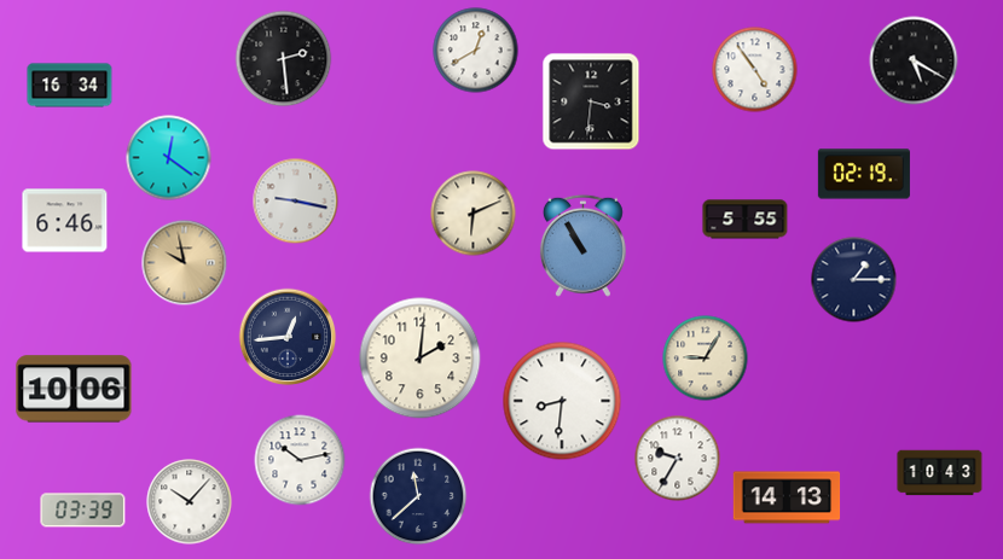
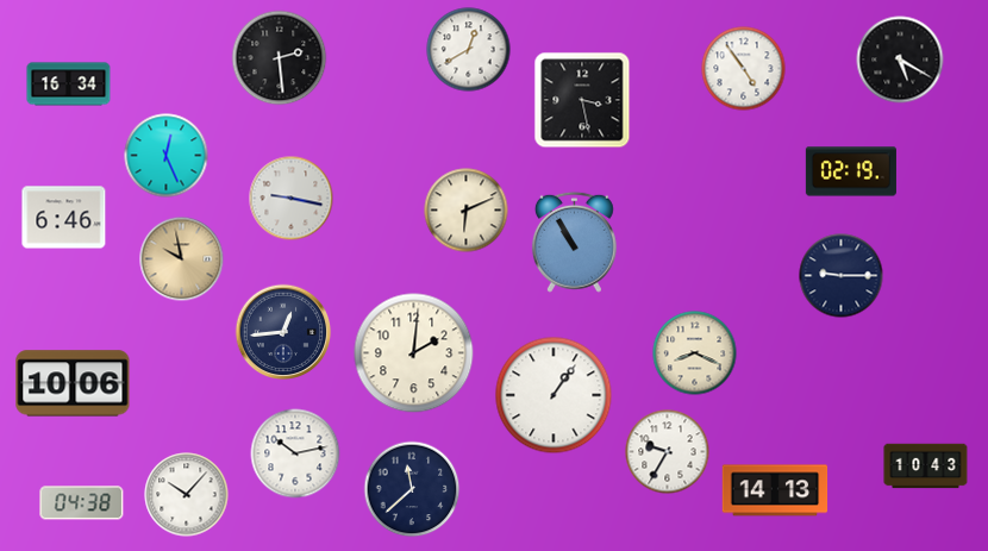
clock at (591, 101): 3:31 -> 3:28
clock at (169, 158): 12:21 -> 12:26
clock at (746, 220): 5:55 -> none
clock at (854, 280): 1:15 -> 9:15
clock at (706, 359): 9:05 -> 8:19
clock at (562, 401): 8:31 -> 1:06
clock at (83, 511): 03:39 -> 04:38
